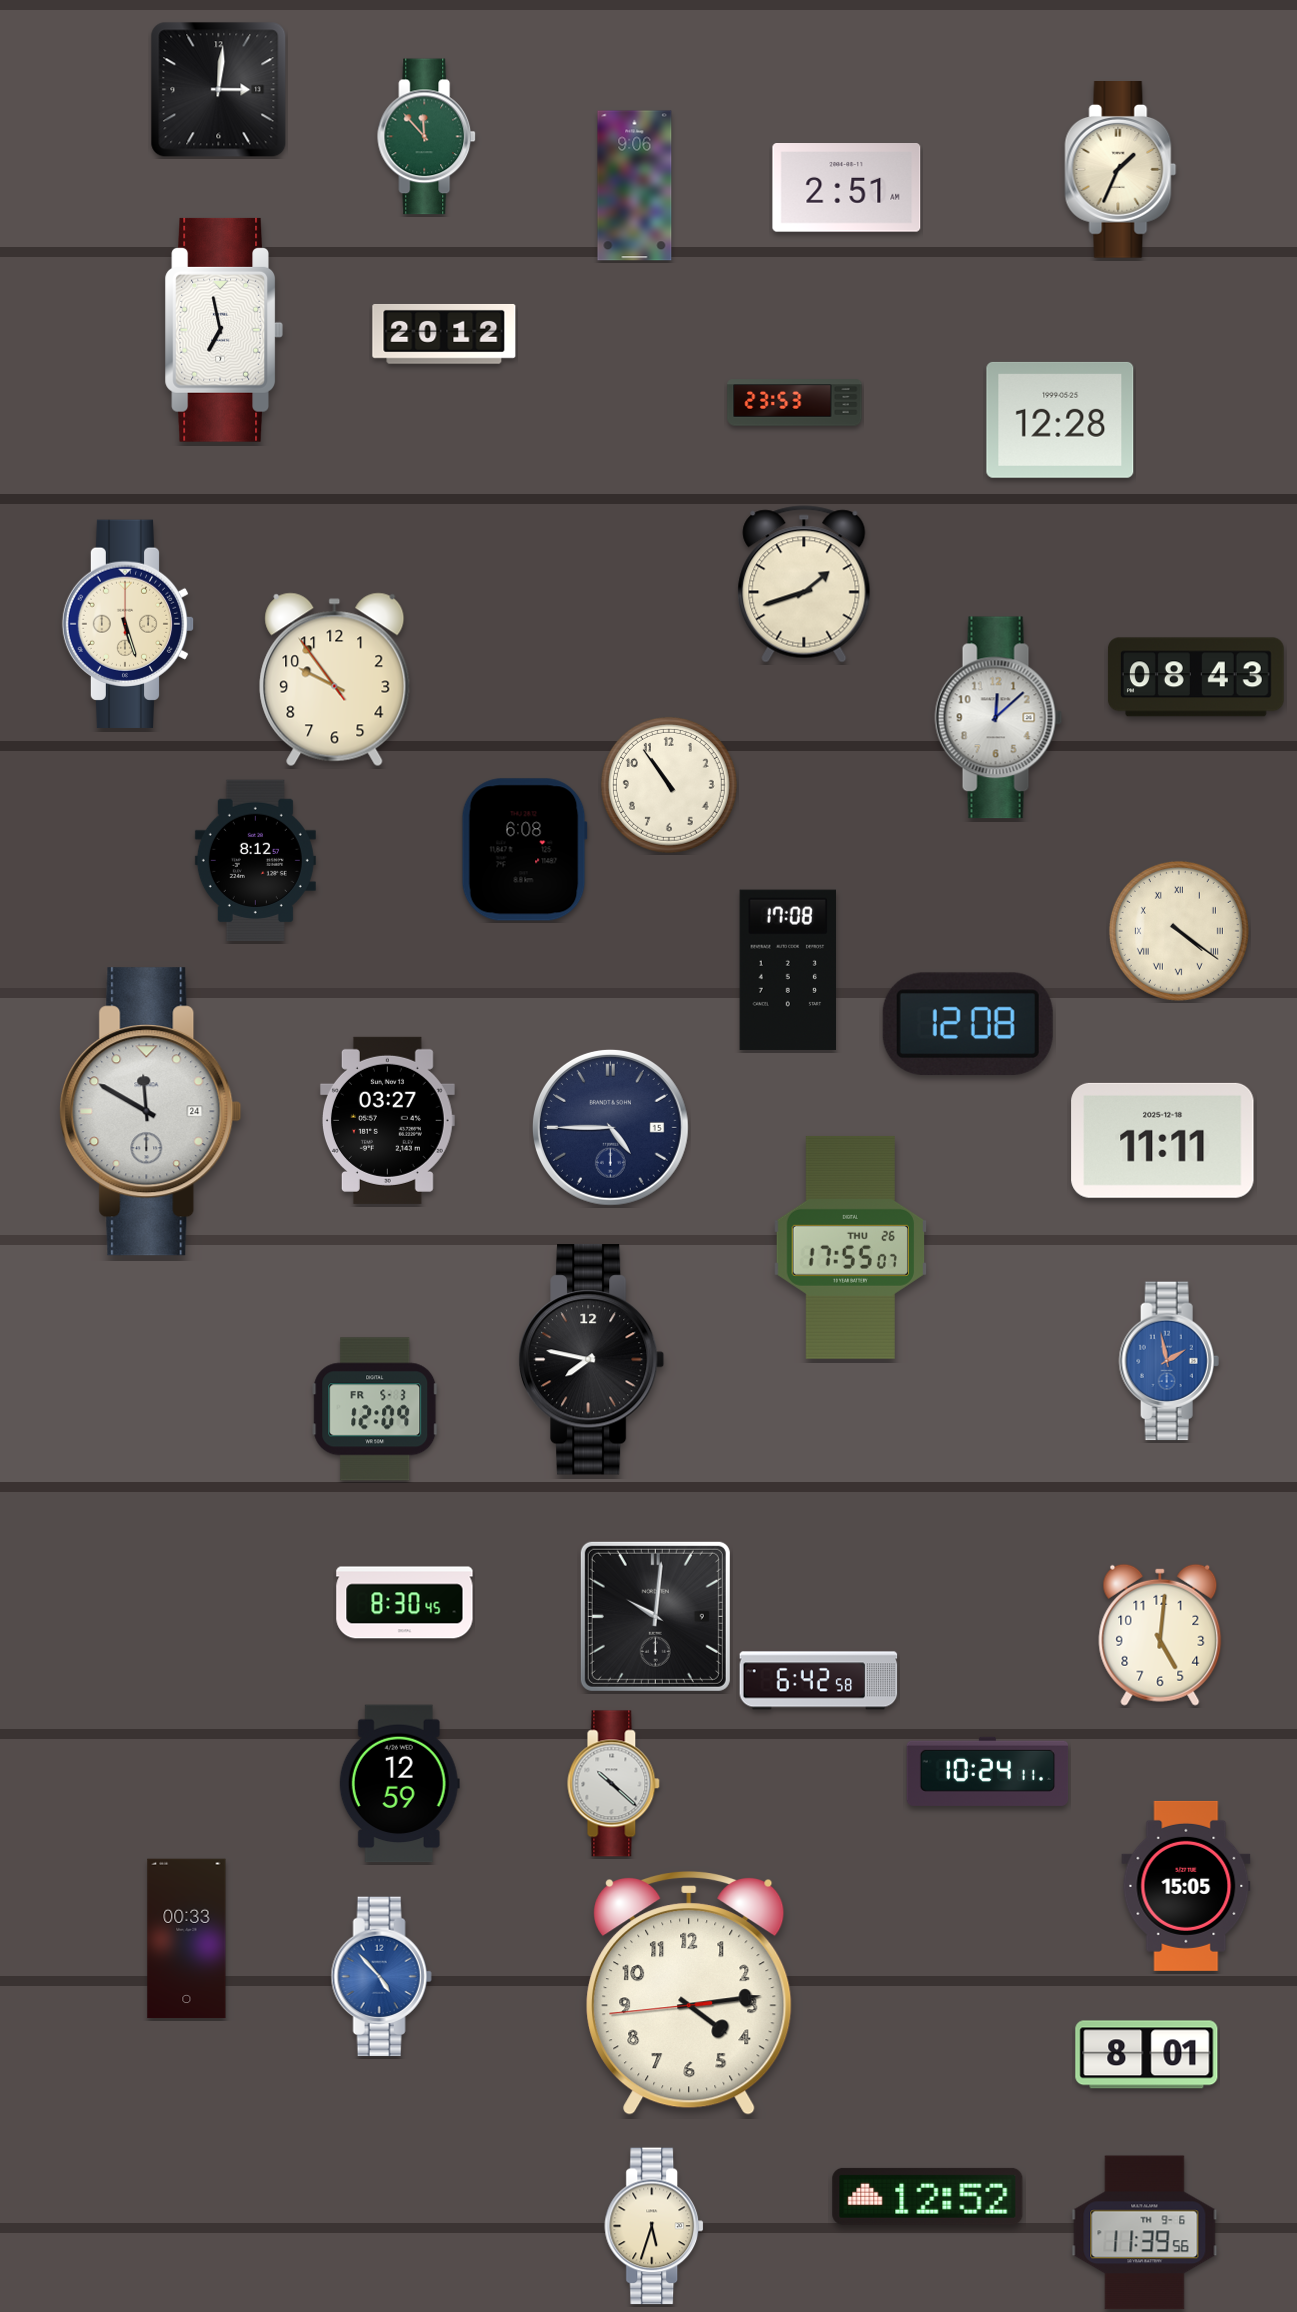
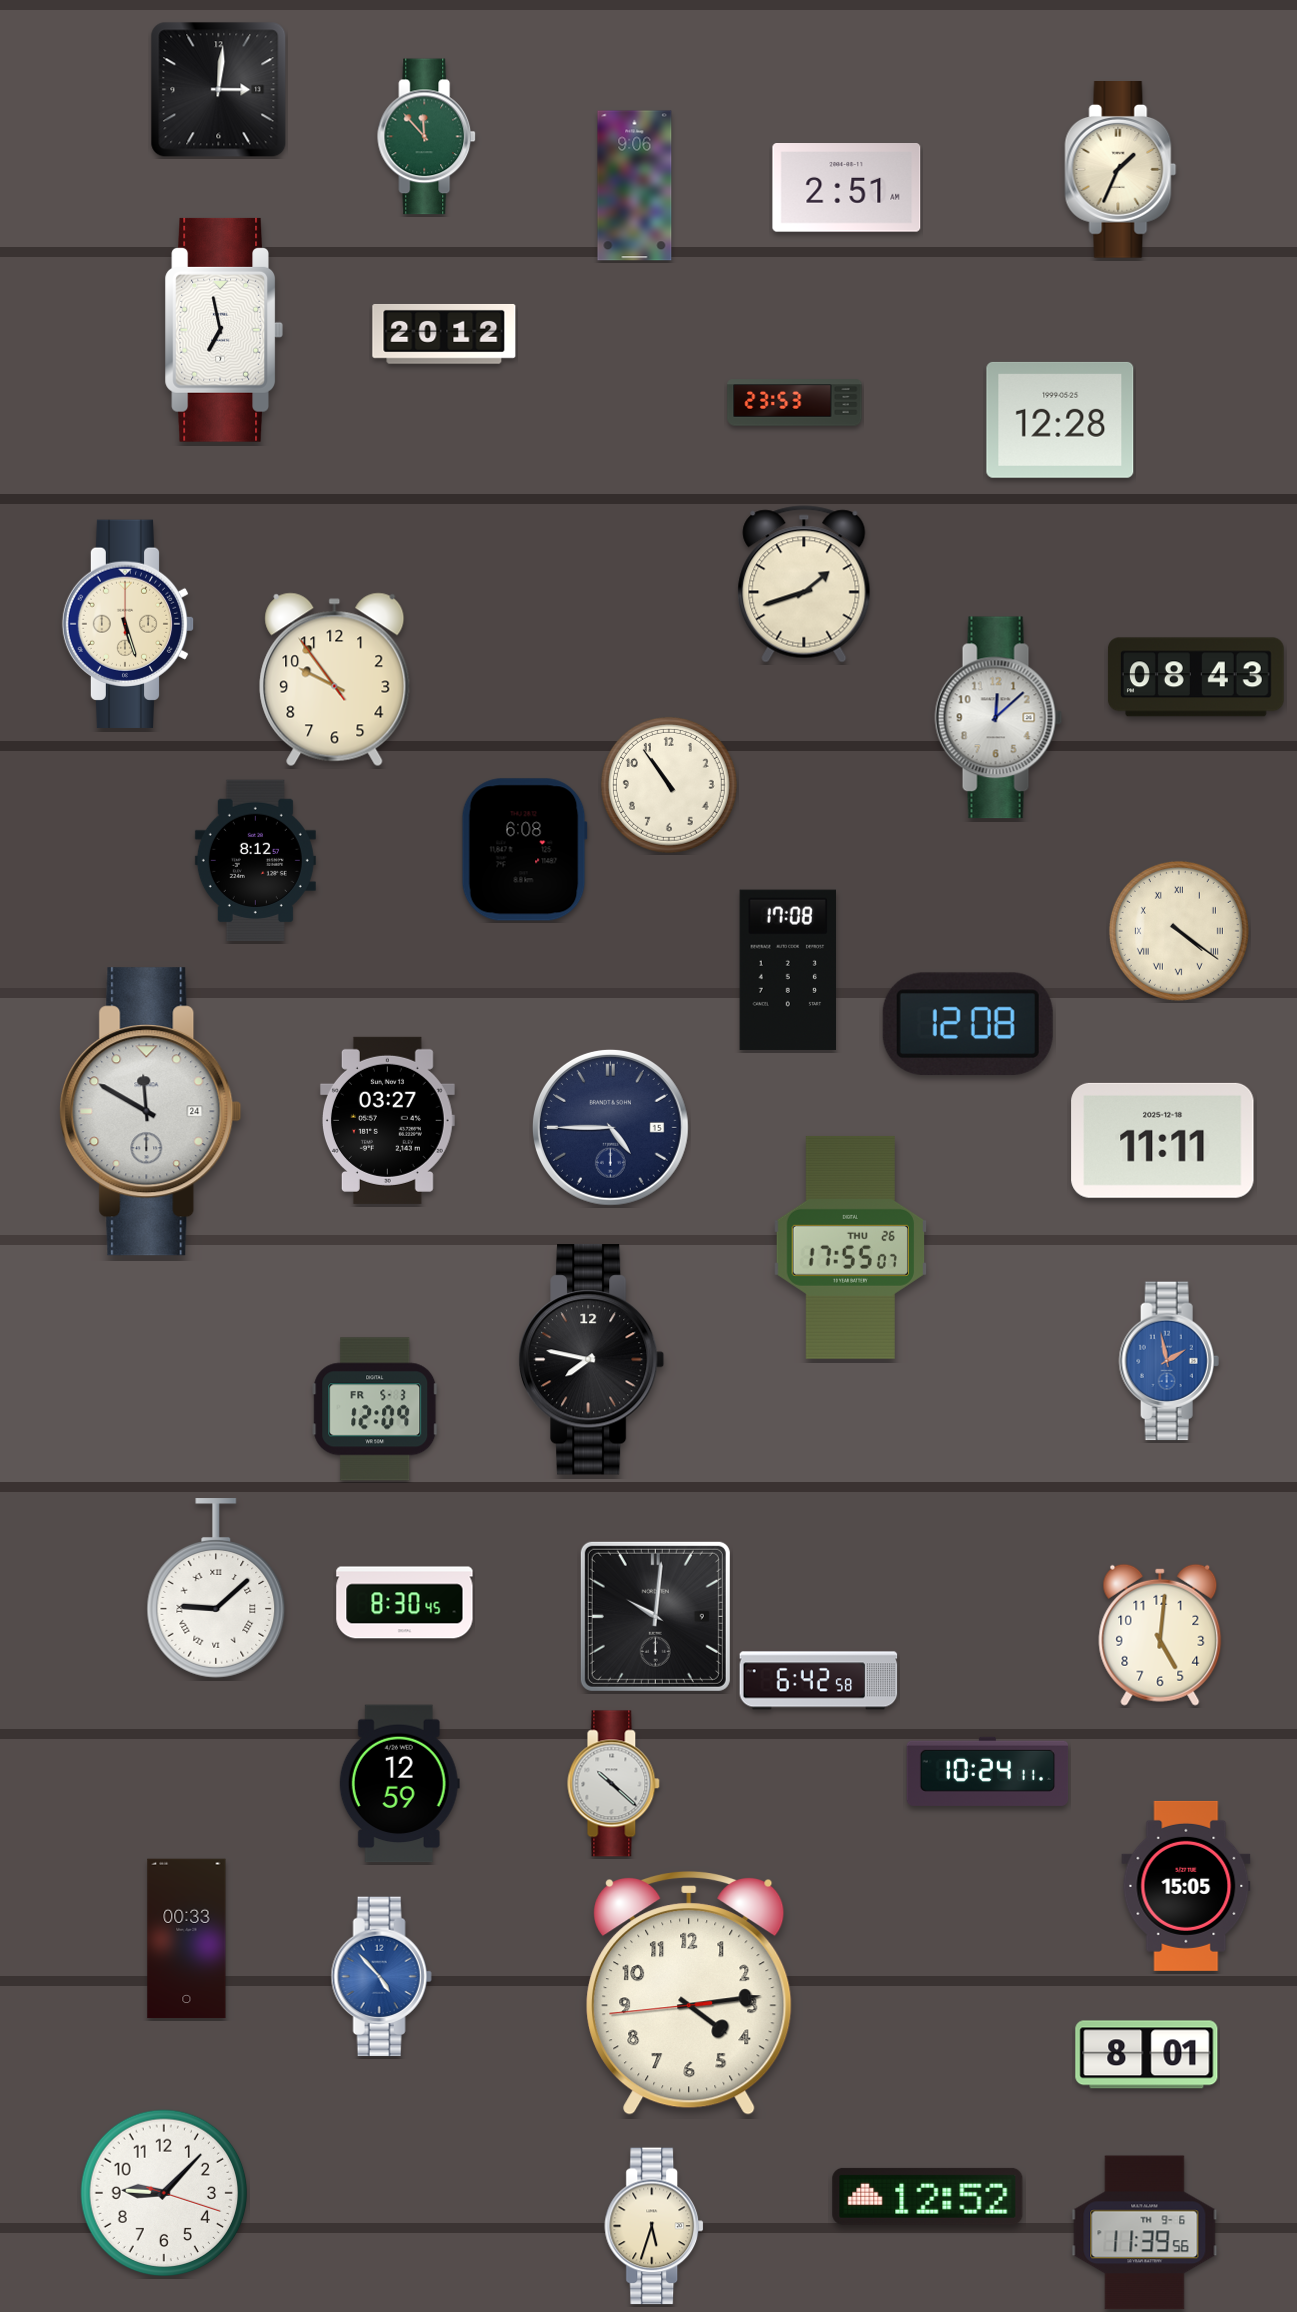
clock at (216, 1588): none -> 9:08
clock at (164, 2193): none -> 9:07
